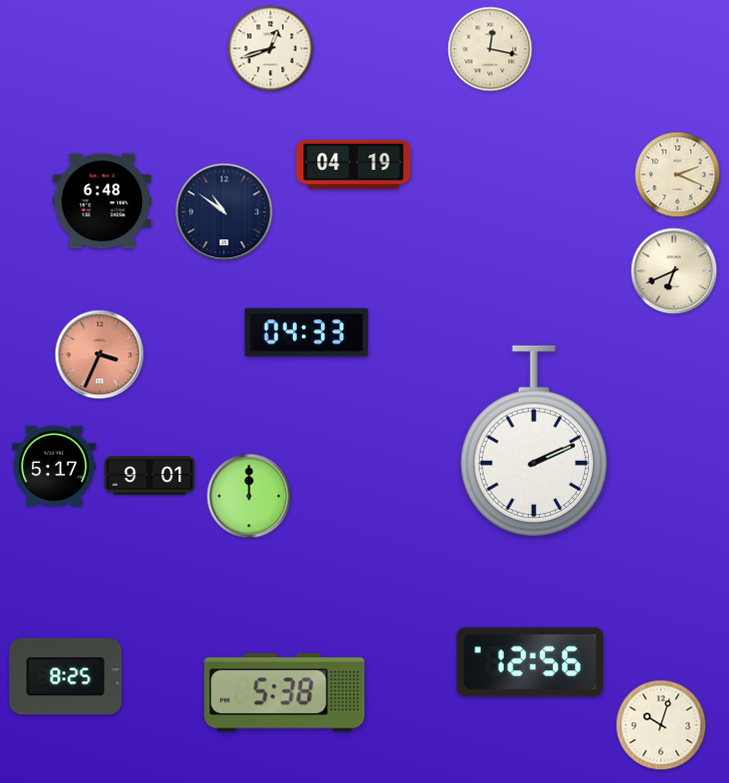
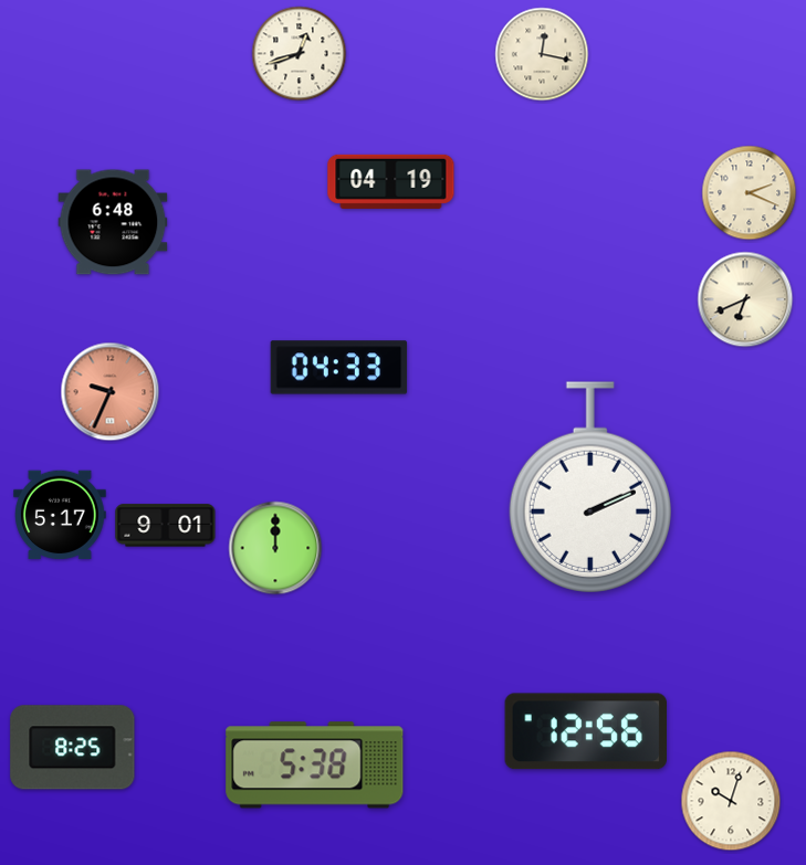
clock at (224, 212): 10:51 -> none
clock at (100, 355): 3:34 -> 9:34
